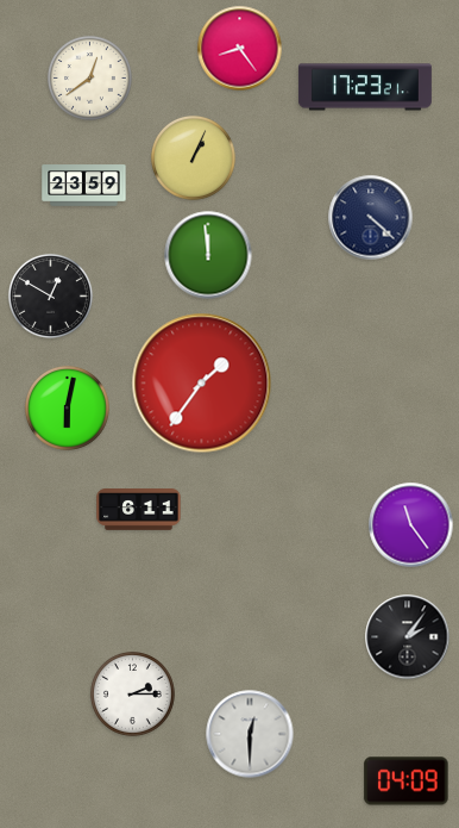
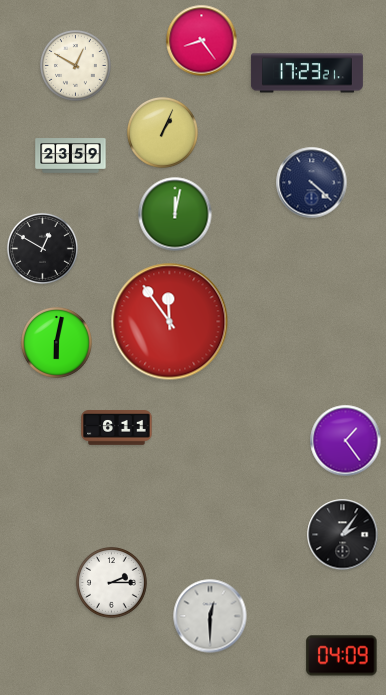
clock at (89, 77): 12:39 -> 12:50
clock at (208, 255): 11:59 -> 12:02
clock at (202, 384): 1:36 -> 11:54
clock at (411, 525): 11:24 -> 1:24
